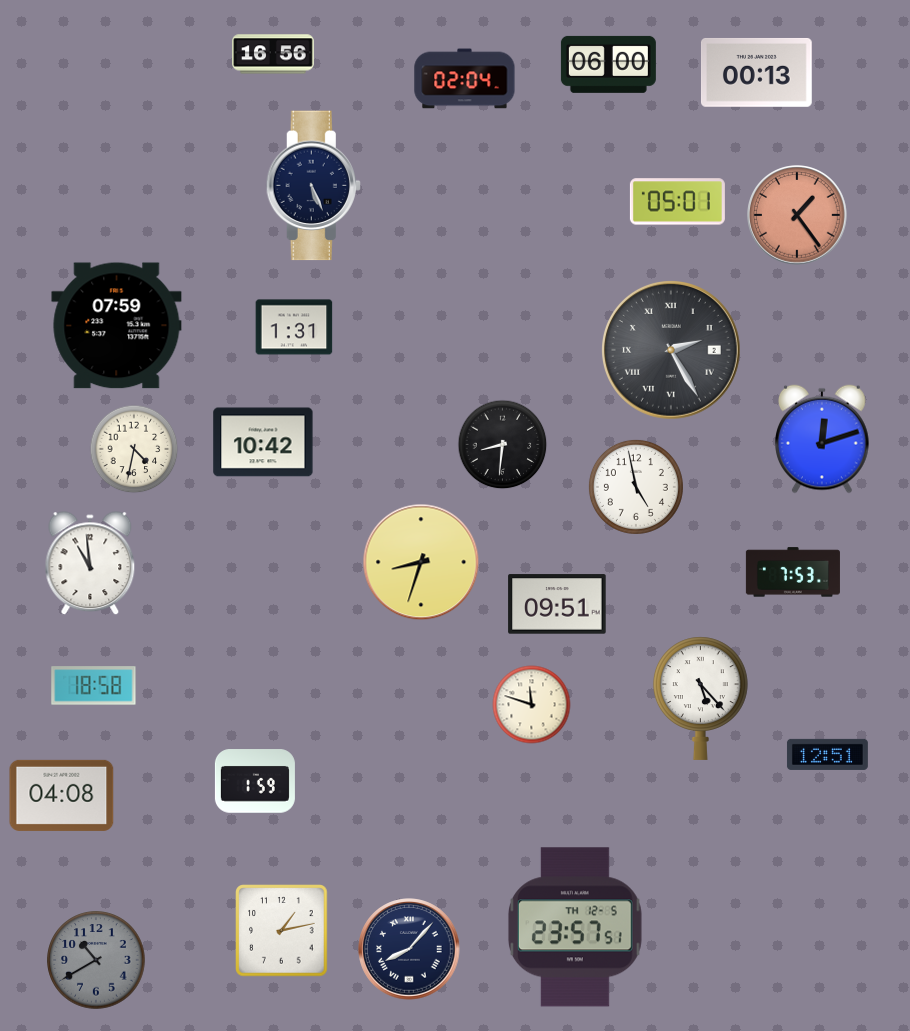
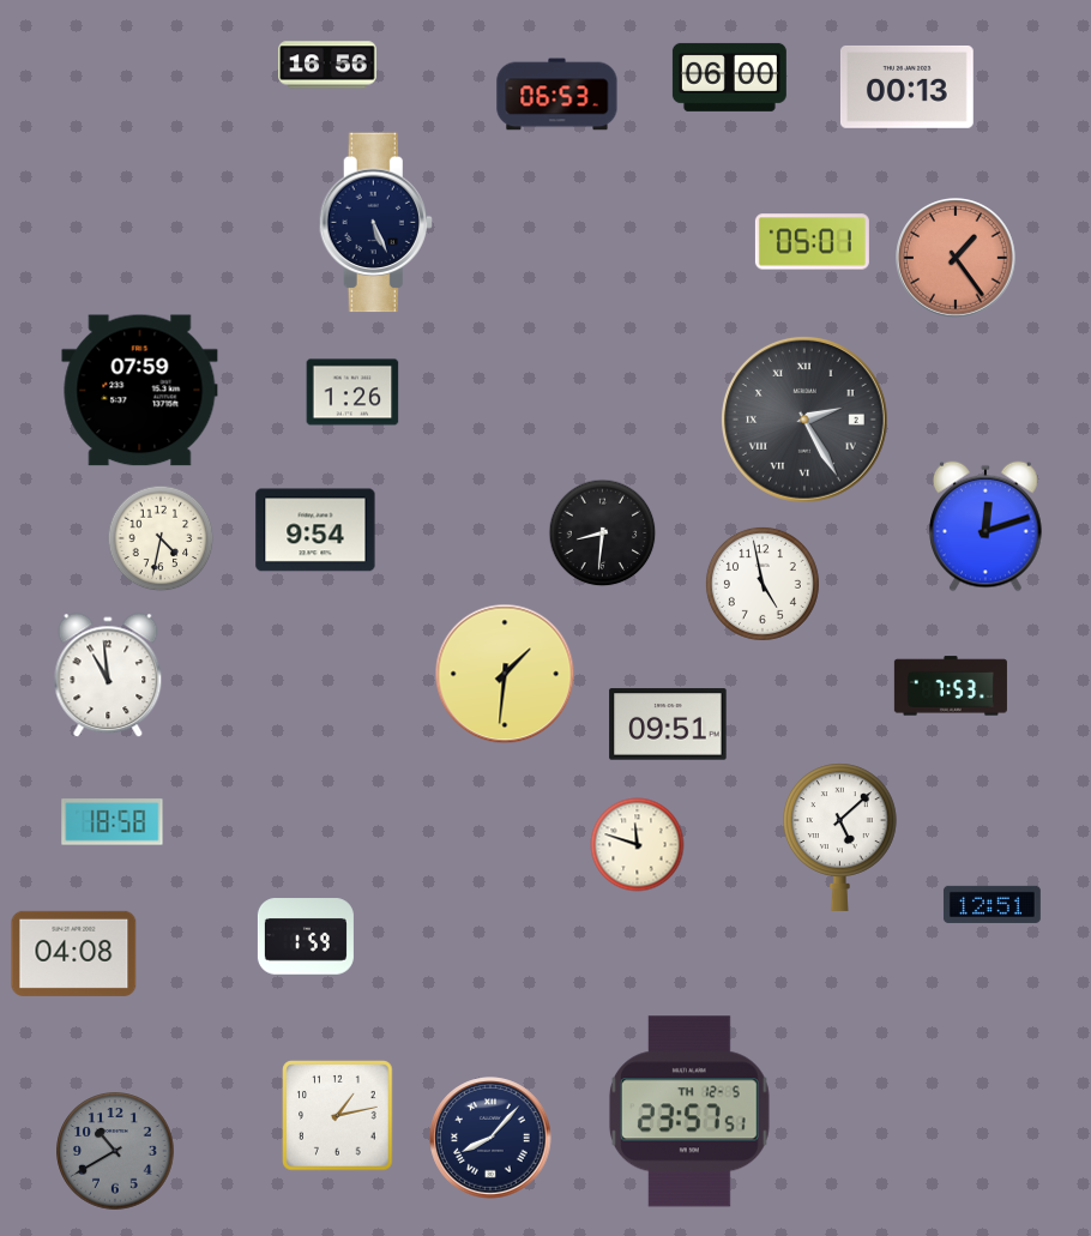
clock at (465, 79): 02:04 -> 06:53
clock at (294, 327): 1:31 -> 1:26
clock at (263, 442): 10:42 -> 9:54
clock at (421, 562): 8:33 -> 1:31
clock at (700, 698): 5:23 -> 5:08
